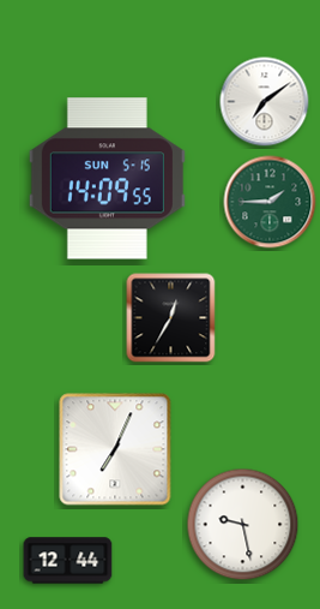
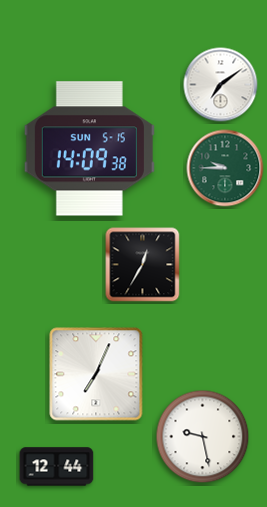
clock at (107, 179): 14:09:55 -> 14:09:38
clock at (270, 202): 1:45 -> 9:45
